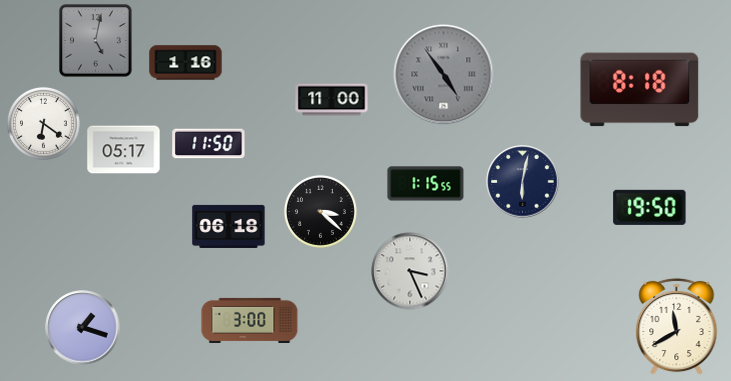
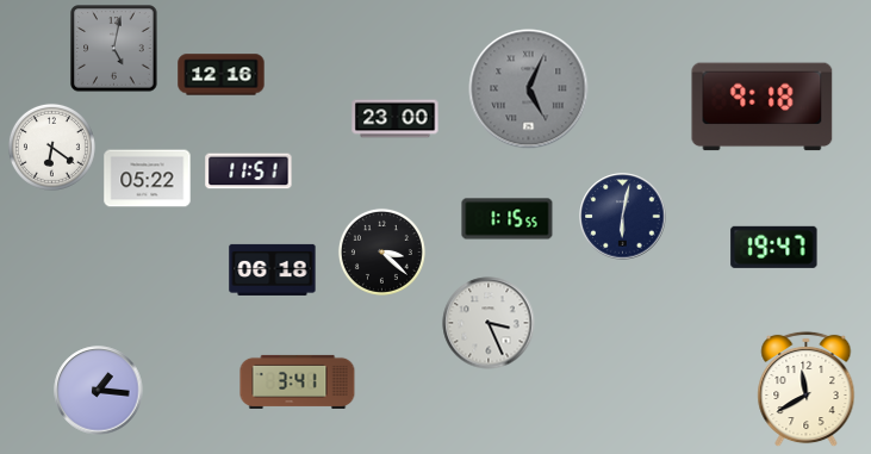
clock at (186, 63): 1:16 -> 12:16
clock at (444, 75): 4:54 -> 5:04
clock at (640, 90): 8:18 -> 9:18
clock at (332, 100): 11:00 -> 23:00
clock at (209, 144): 11:50 -> 11:51
clock at (124, 150): 05:17 -> 05:22
clock at (650, 207): 19:50 -> 19:47
clock at (250, 320): 3:00 -> 3:41
clock at (83, 328): 1:18 -> 1:16
